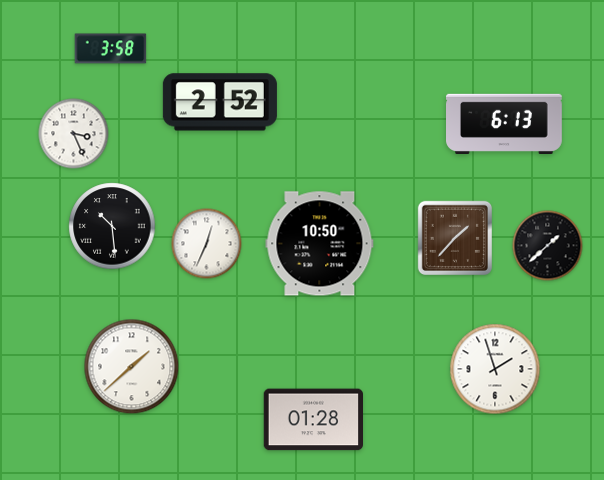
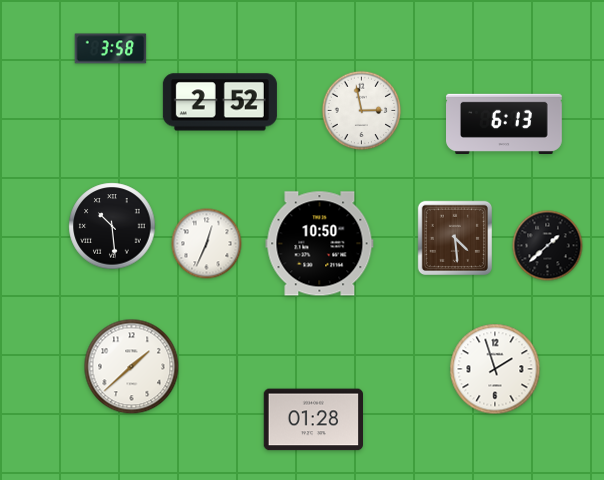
clock at (362, 111): none -> 2:58
clock at (74, 134): 3:26 -> none
clock at (454, 237): 1:37 -> 4:29
